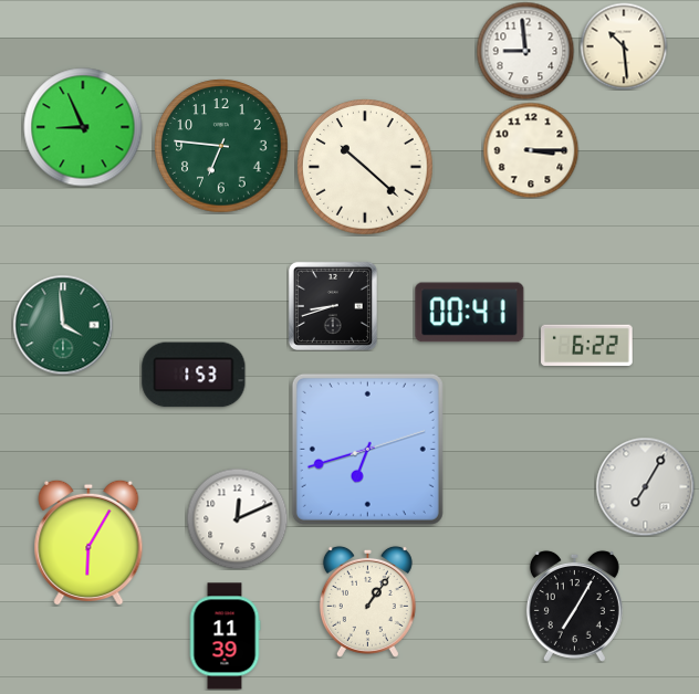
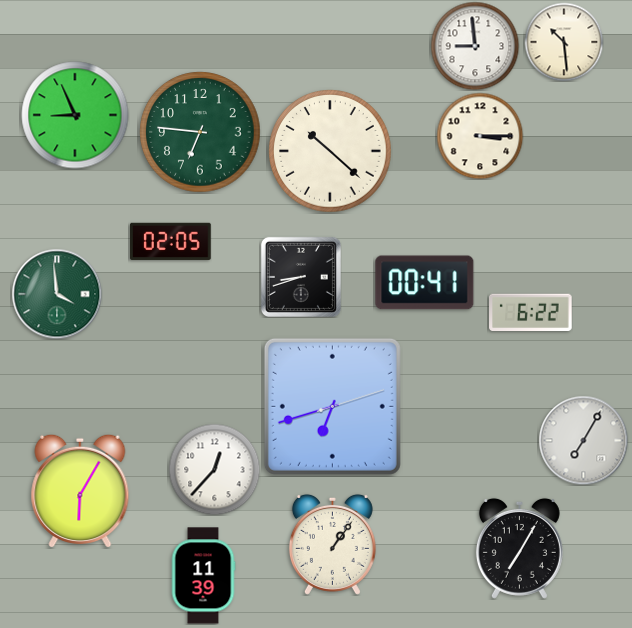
clock at (171, 241): none -> 02:05
clock at (194, 375): 1:53 -> none
clock at (237, 518): 12:11 -> 12:37
